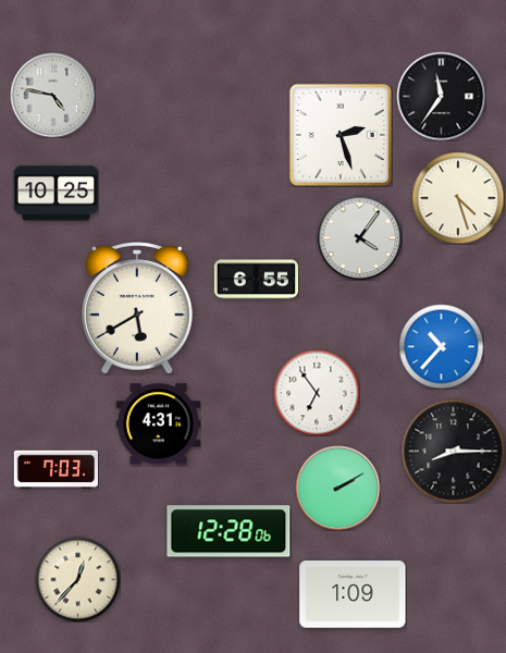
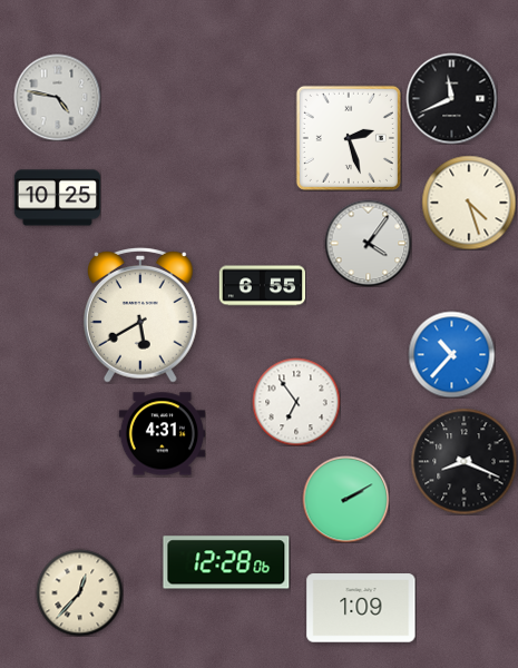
clock at (52, 95) position: (52, 95) -> (57, 97)
clock at (441, 96): 11:36 -> 11:41
clock at (317, 393) position: (317, 393) -> (296, 402)
clock at (453, 451): 8:15 -> 8:19
clock at (55, 469): 7:03 -> none
clock at (229, 531) position: (229, 531) -> (226, 562)
